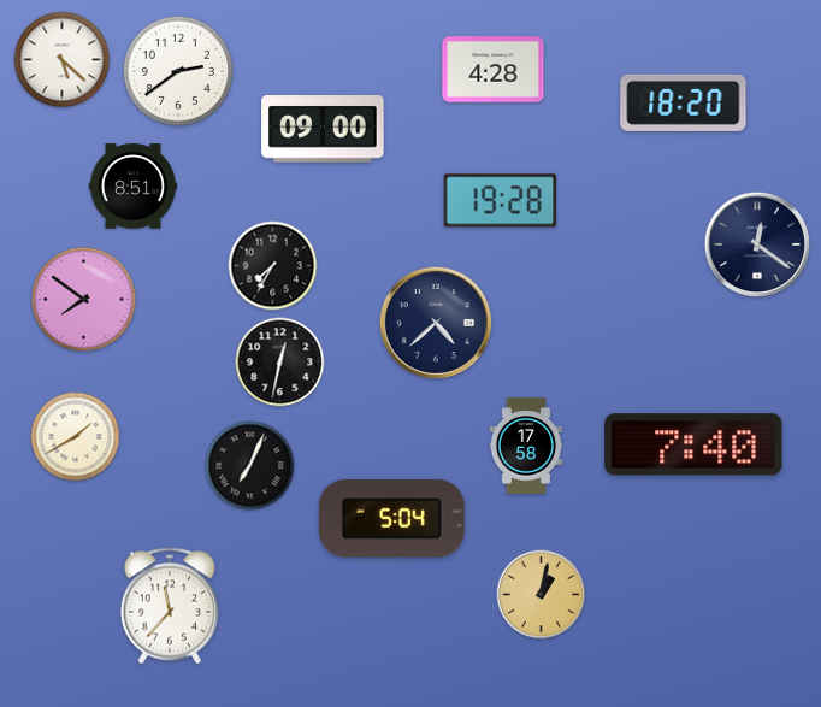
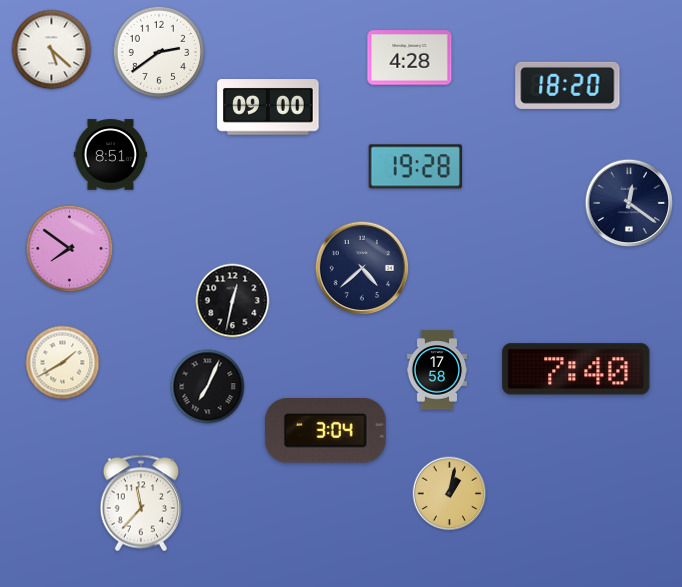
clock at (178, 71) position: (178, 71) -> (159, 52)
clock at (273, 266): 7:35 -> none
clock at (391, 519): 5:04 -> 3:04
